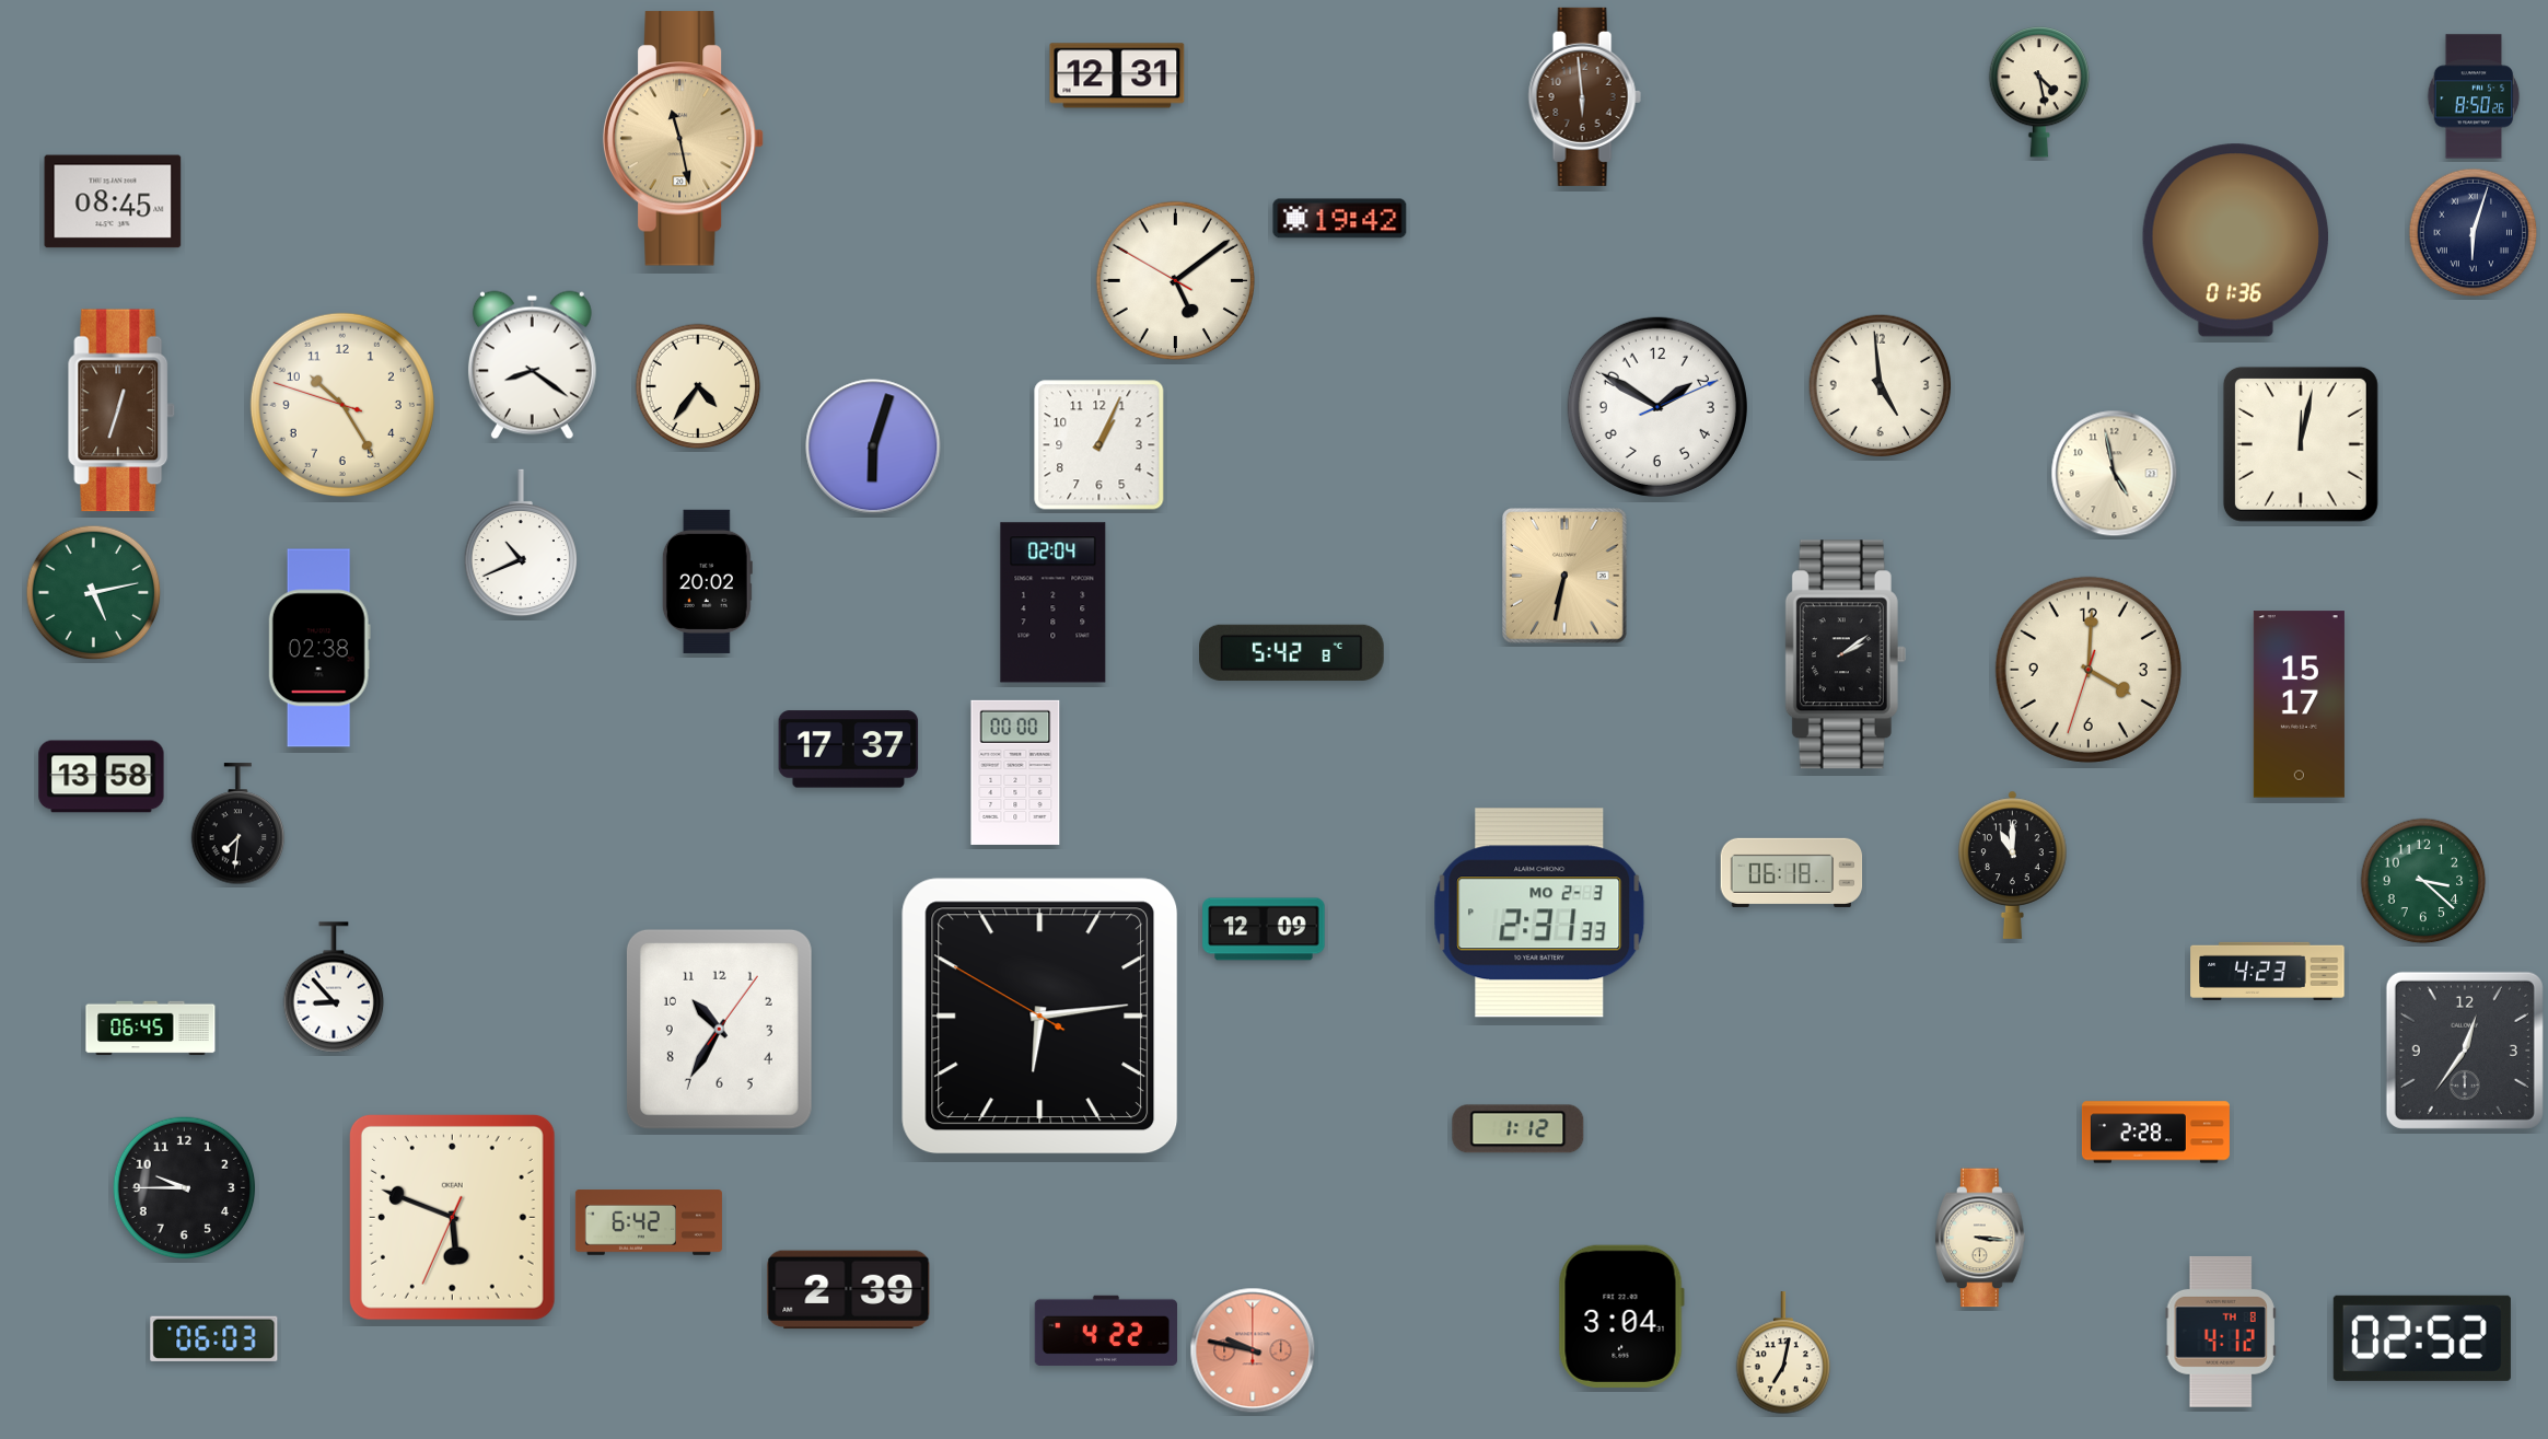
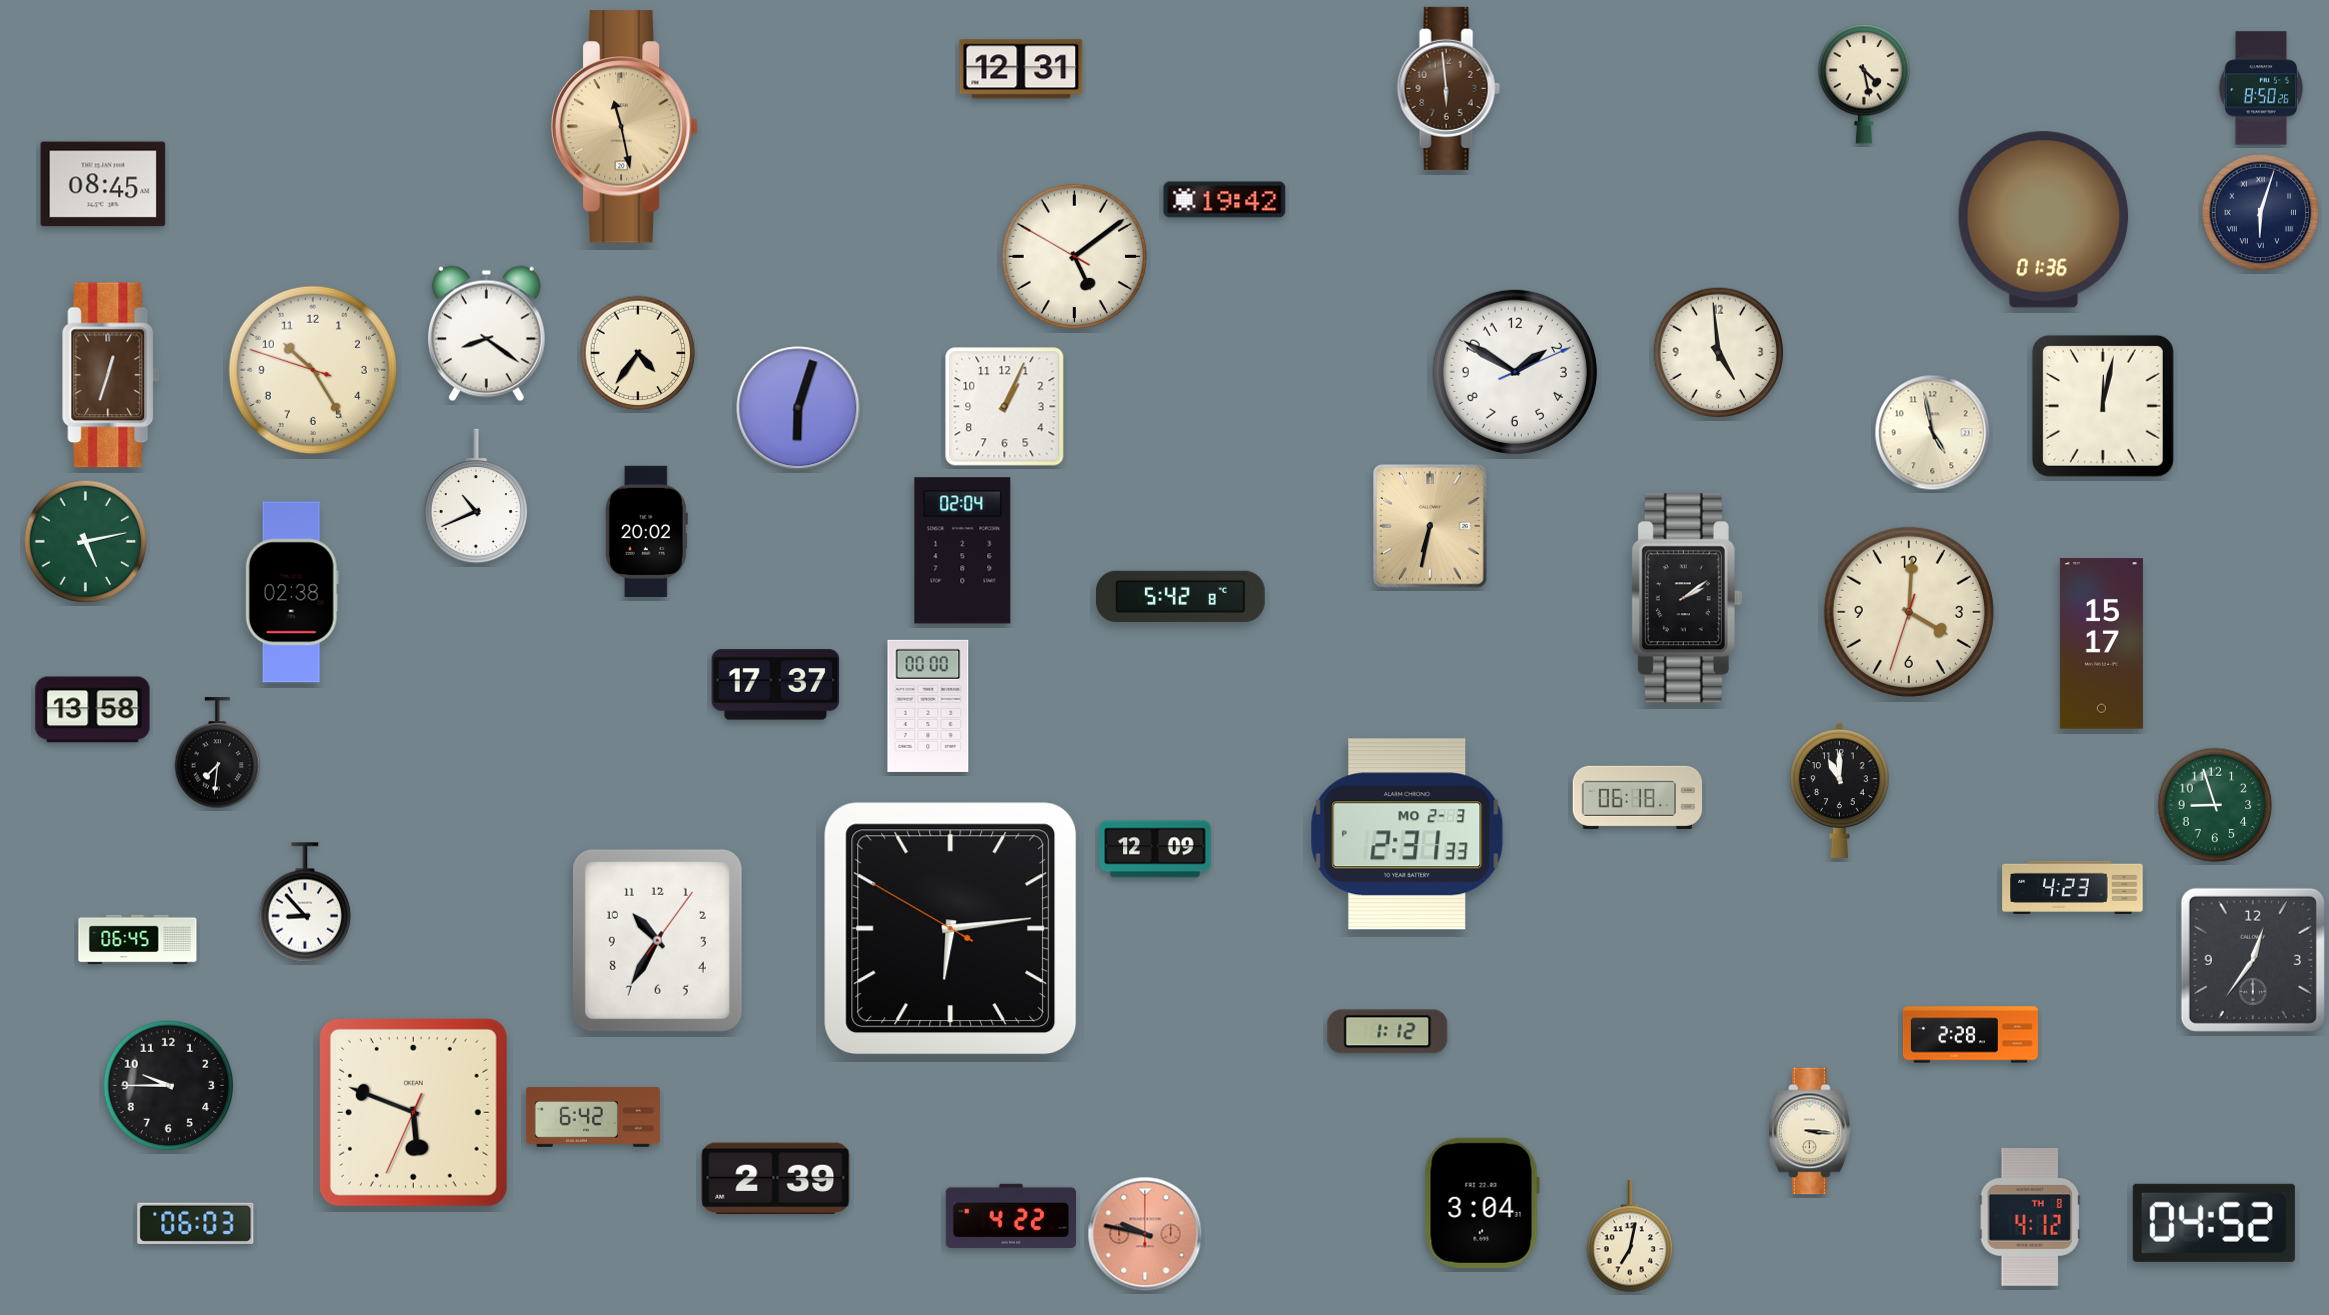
clock at (2423, 881): 3:22 -> 8:57
clock at (2422, 1338): 02:52 -> 04:52
